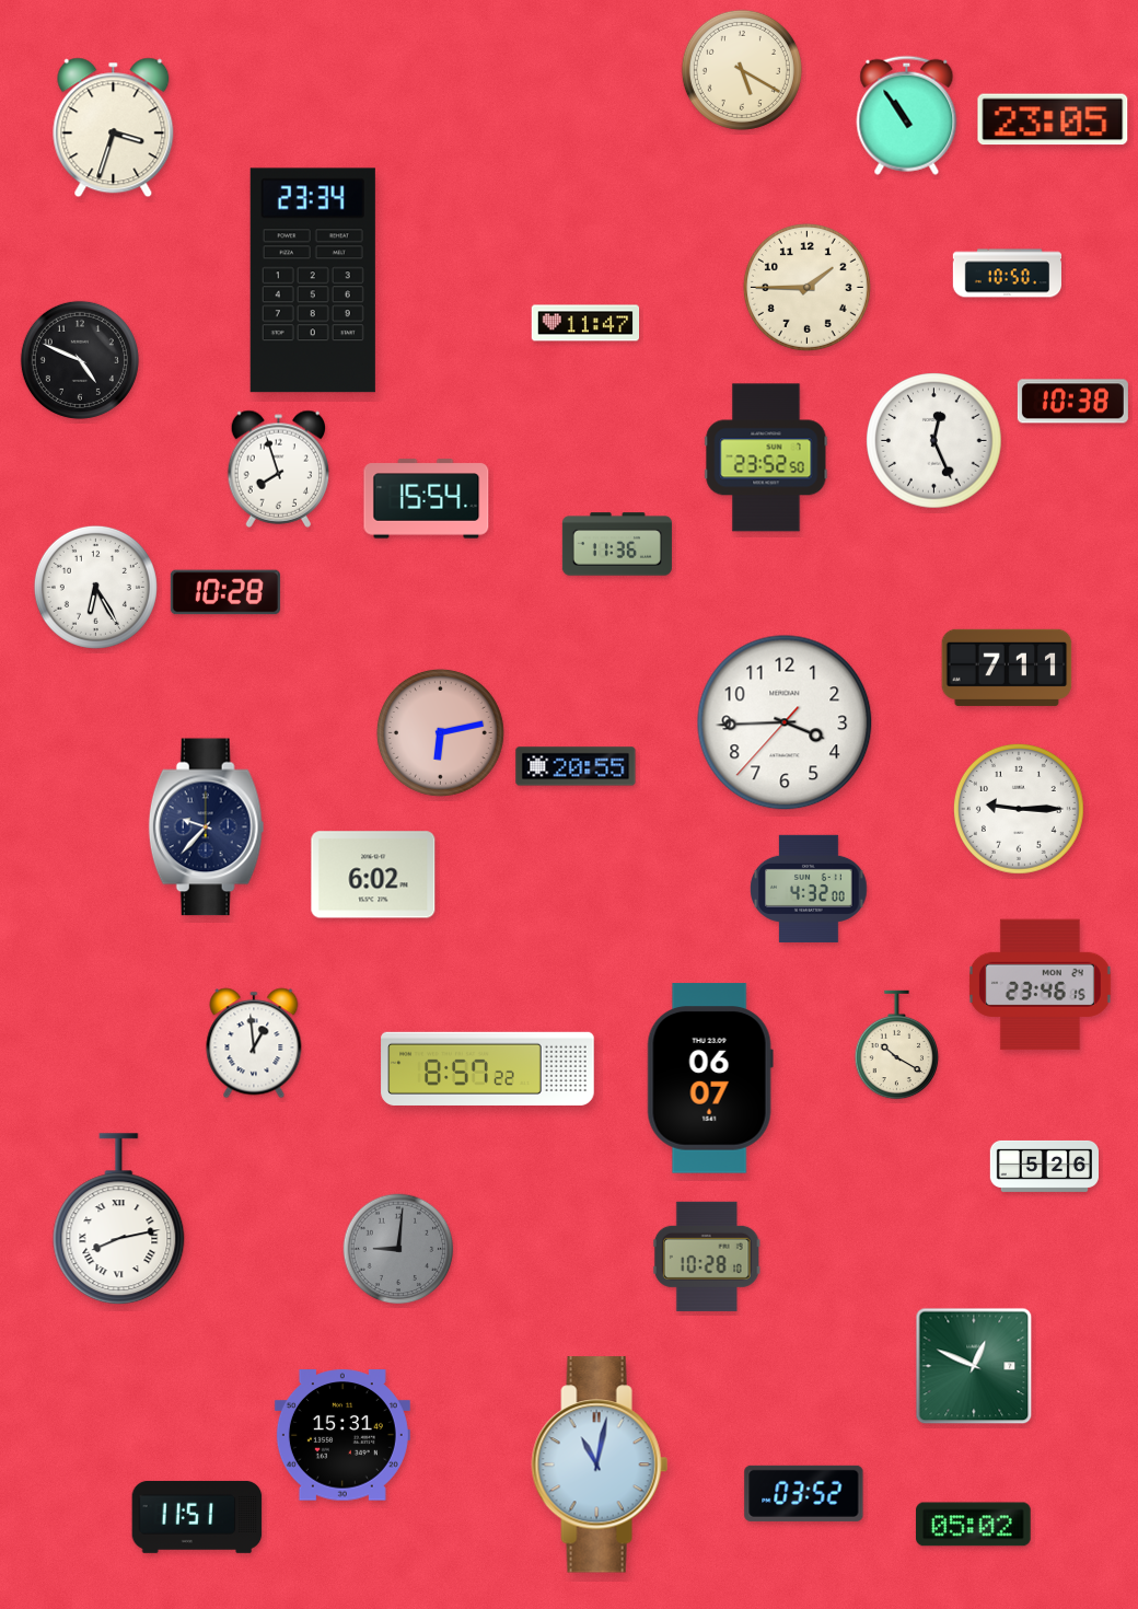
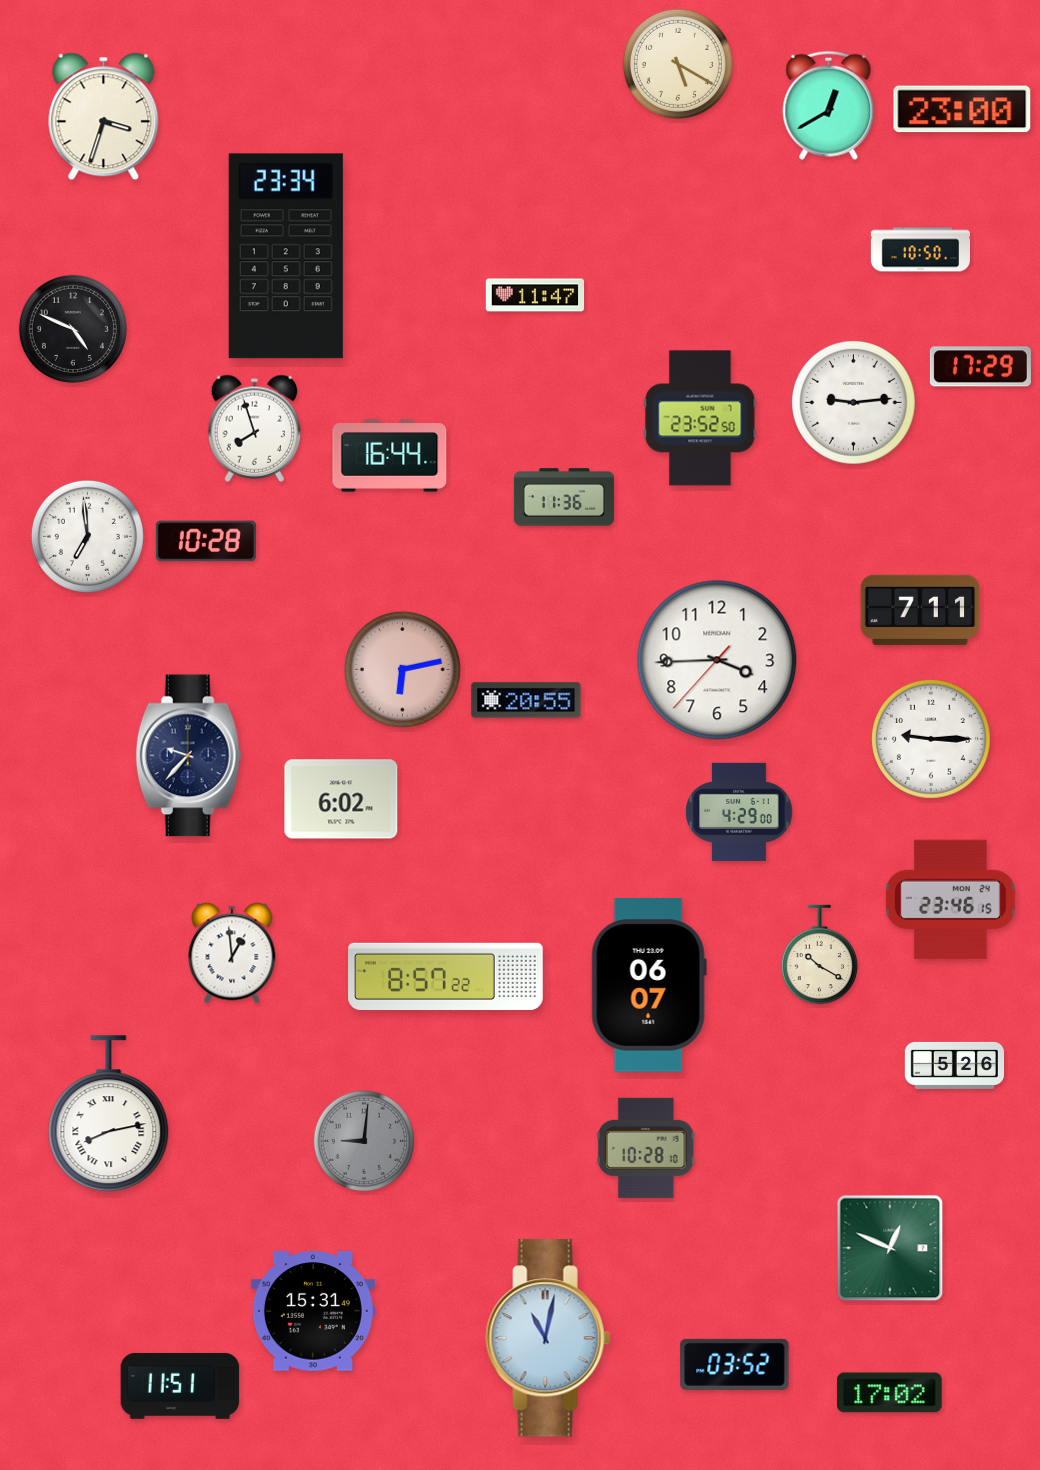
clock at (907, 115): 10:54 -> 12:40
clock at (1053, 119): 23:05 -> 23:00
clock at (806, 287): 1:45 -> none
clock at (1072, 402): 10:38 -> 17:29
clock at (934, 441): 12:26 -> 9:14
clock at (427, 499): 15:54 -> 16:44
clock at (95, 587): 6:25 -> 6:59
clock at (809, 889): 4:32 -> 4:29
clock at (974, 1525): 05:02 -> 17:02
